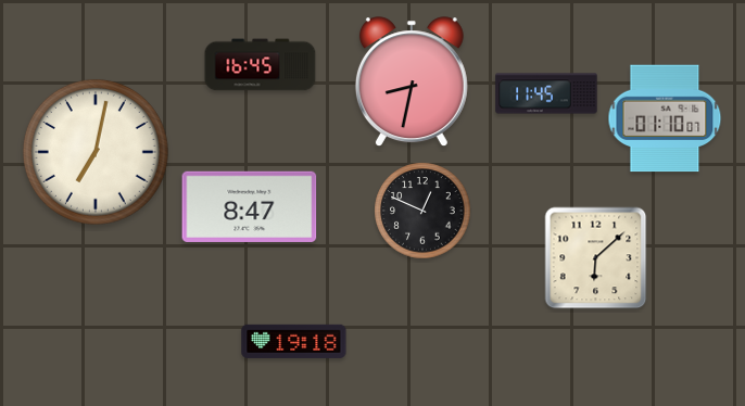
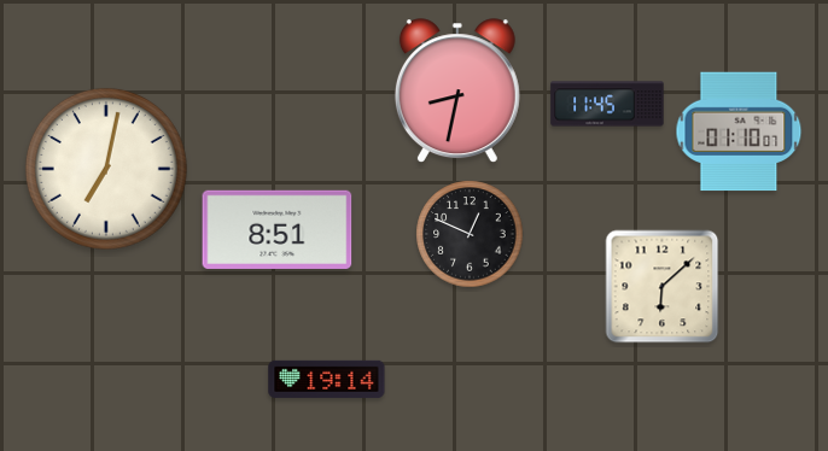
clock at (261, 65): 16:45 -> none
clock at (250, 206): 8:47 -> 8:51
clock at (294, 341): 19:18 -> 19:14
